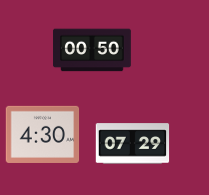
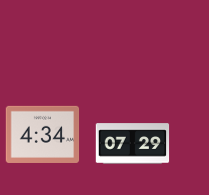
clock at (93, 50): 00:50 -> none
clock at (43, 134): 4:30 -> 4:34
